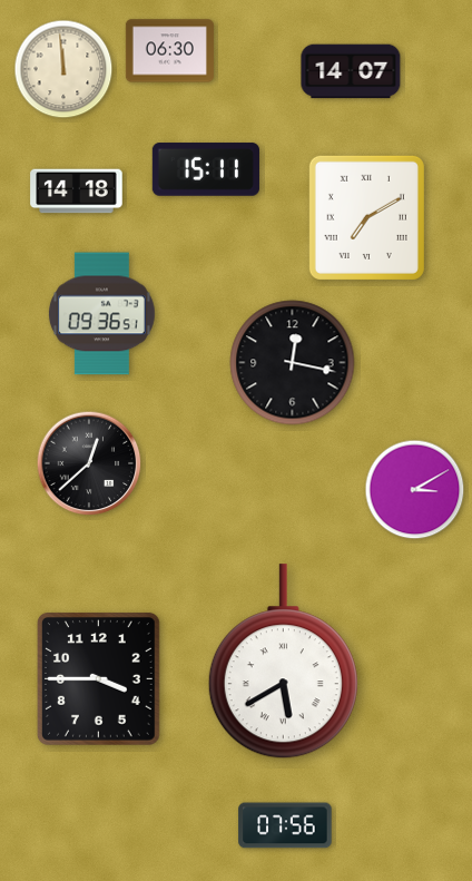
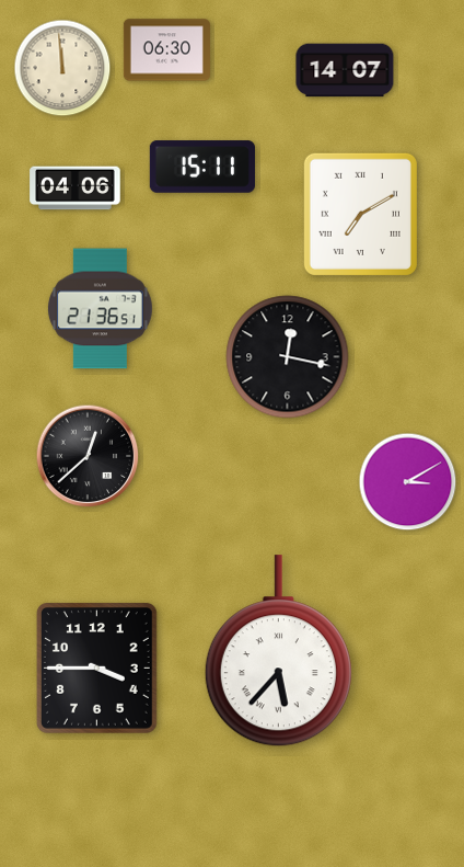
clock at (77, 192): 14:18 -> 04:06
clock at (101, 314): 09:36 -> 21:36
clock at (283, 662): 5:40 -> 5:37
clock at (285, 825): 07:56 -> none
